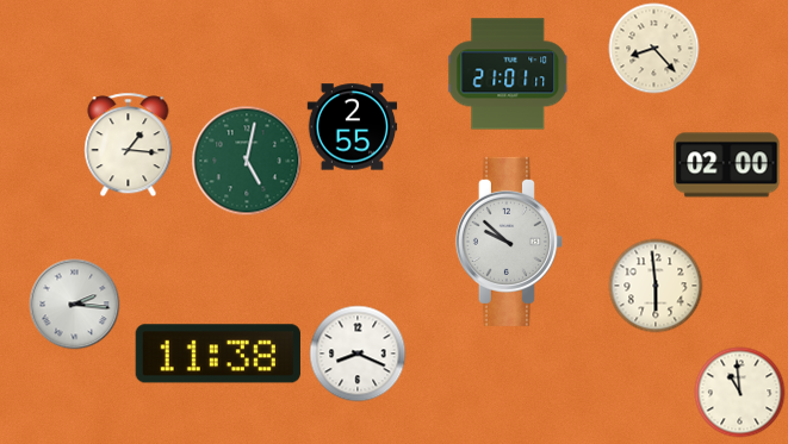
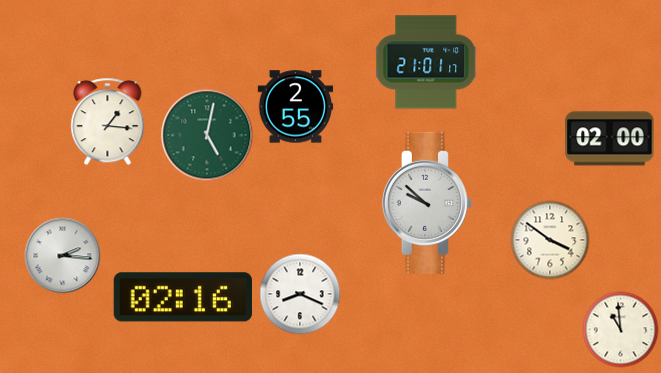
clock at (654, 49): 8:23 -> none
clock at (656, 286): 5:59 -> 3:51
clock at (218, 354): 11:38 -> 02:16
clock at (358, 354) position: (358, 354) -> (300, 294)
